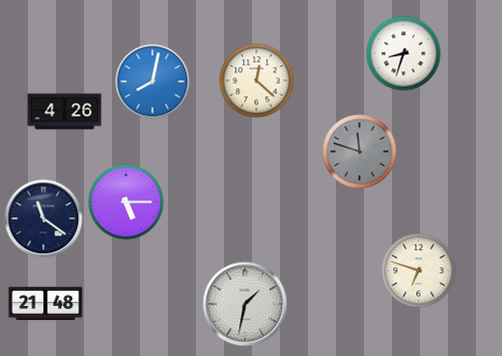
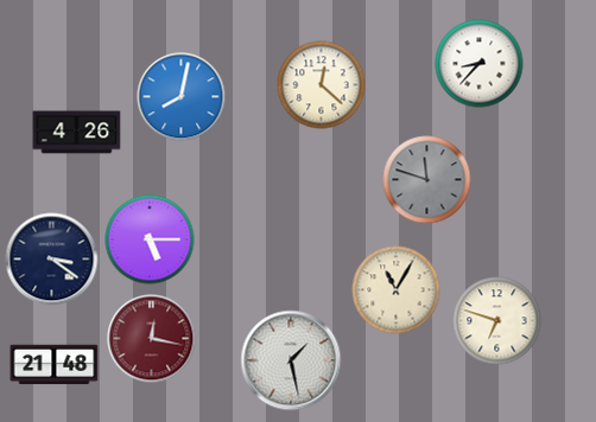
clock at (404, 54): 8:33 -> 8:37
clock at (257, 81) position: (257, 81) -> (322, 85)
clock at (44, 219): 11:21 -> 3:21
clock at (397, 290): none -> 11:05
clock at (152, 339): none -> 12:17
clock at (46, 304) position: (46, 304) -> (55, 365)
clock at (245, 304): 1:32 -> 1:28
